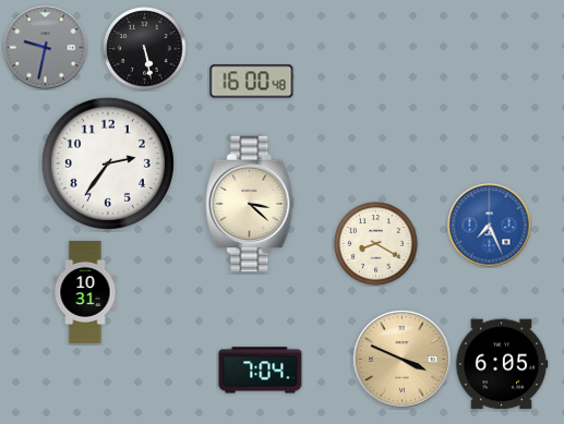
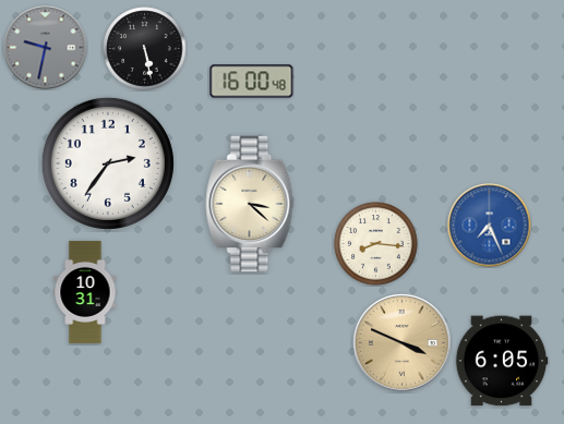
clock at (376, 244): 8:20 -> 8:16
clock at (403, 360) position: (403, 360) -> (403, 343)
clock at (502, 364) position: (502, 364) -> (502, 361)
clock at (261, 371): 7:04 -> none
